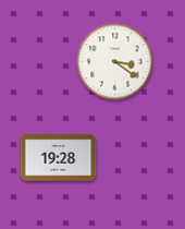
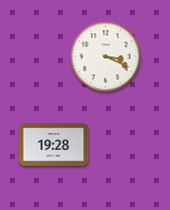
clock at (115, 62): 3:21 -> 3:19
